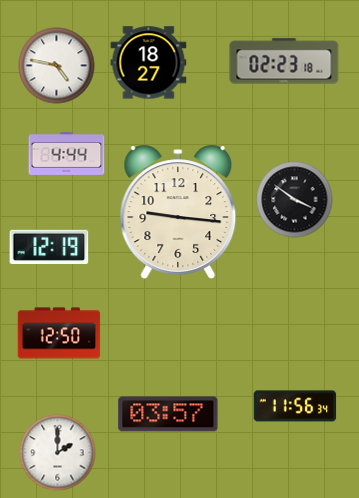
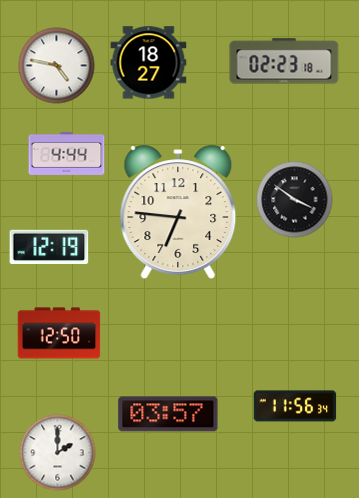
clock at (178, 212): 9:16 -> 6:46
